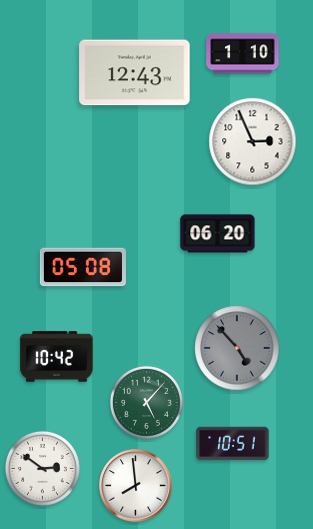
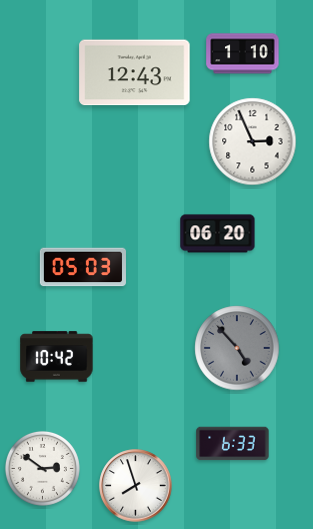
clock at (83, 267): 05:08 -> 05:03
clock at (146, 402): 5:07 -> none
clock at (233, 444): 10:51 -> 6:33
clock at (136, 486): 7:59 -> 7:57
